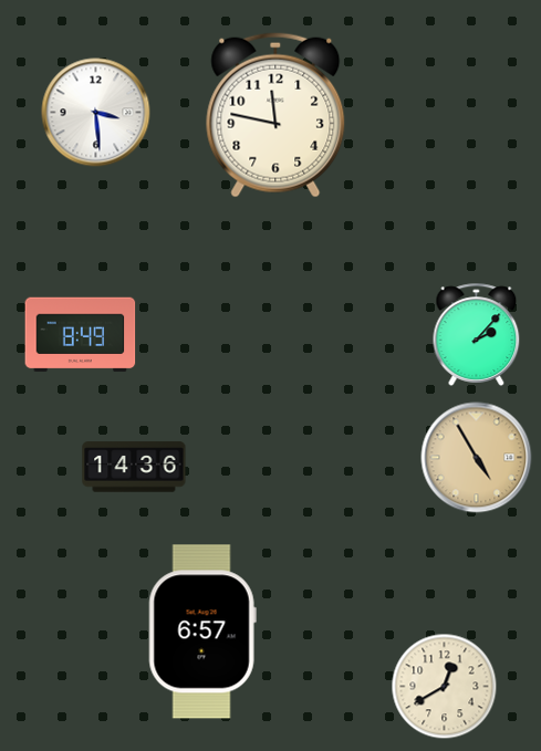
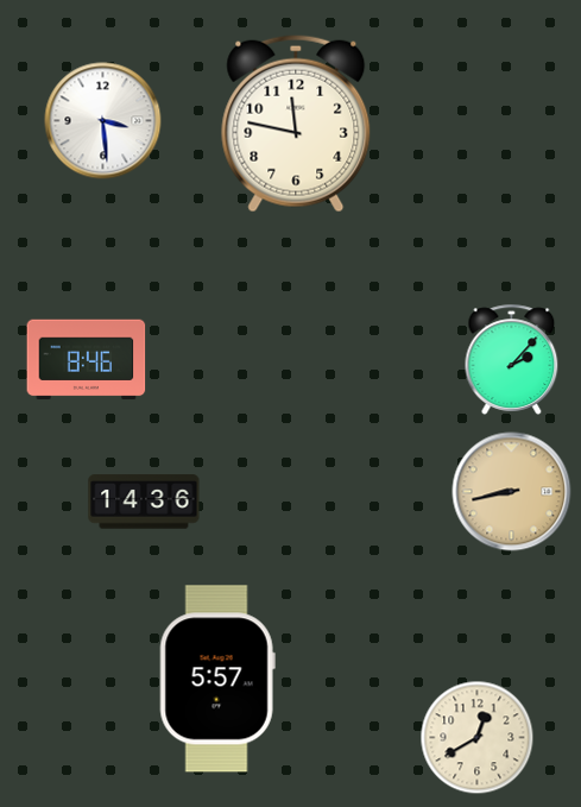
clock at (81, 335): 8:49 -> 8:46
clock at (477, 458): 4:55 -> 8:43
clock at (202, 632): 6:57 -> 5:57
